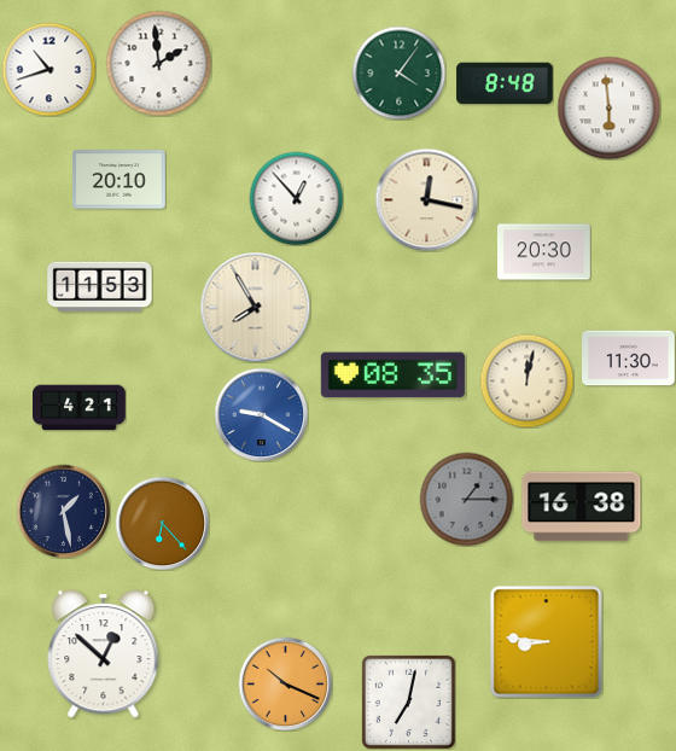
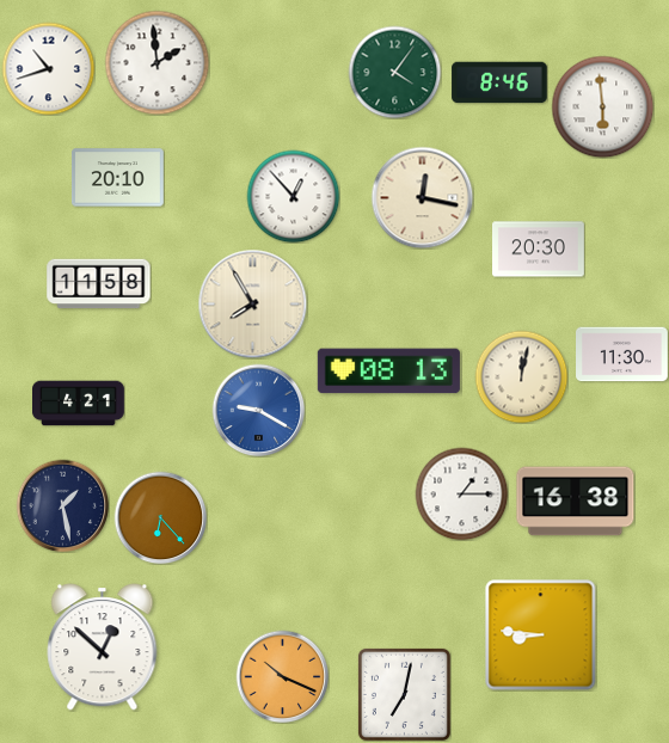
clock at (505, 83): 8:48 -> 8:46
clock at (100, 287): 11:53 -> 11:58
clock at (392, 375): 08:35 -> 08:13
clock at (466, 499) dial: grey -> white
